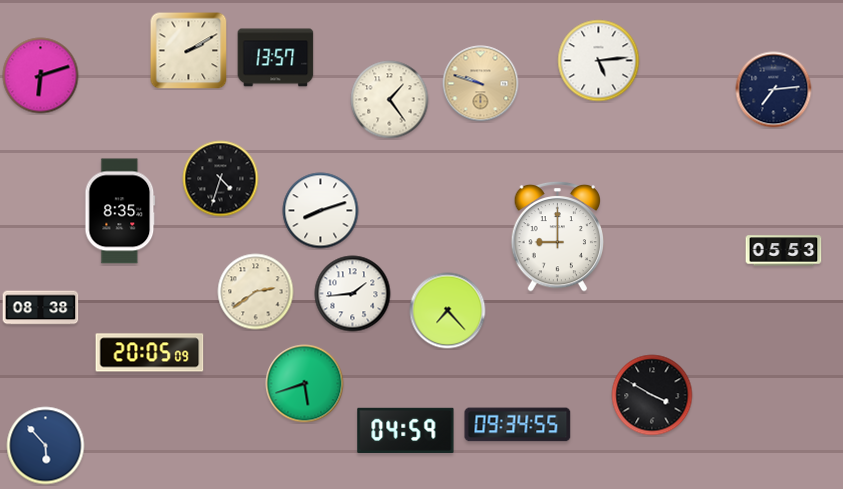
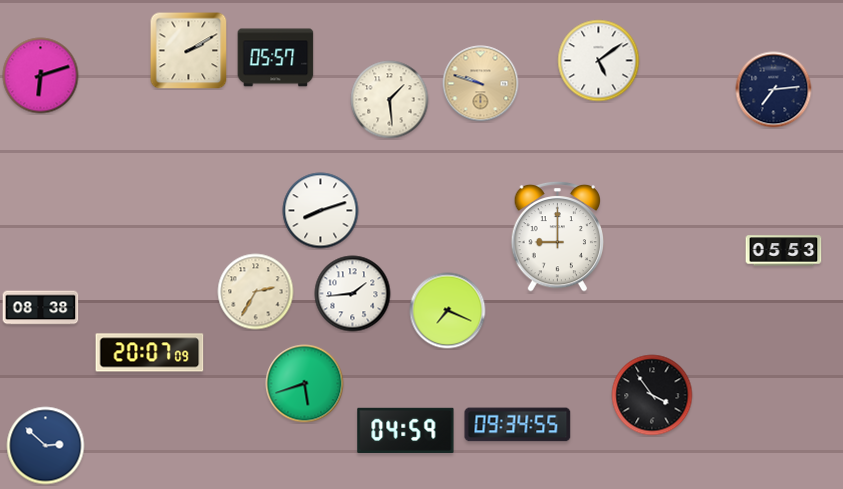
clock at (276, 58): 13:57 -> 05:57
clock at (599, 61): 5:14 -> 5:09
clock at (390, 100): 1:24 -> 1:29
clock at (221, 179): 4:33 -> none
clock at (120, 211): 8:35 -> none
clock at (256, 292): 2:39 -> 2:35
clock at (448, 311): 7:23 -> 7:19
clock at (150, 353): 20:05 -> 20:07
clock at (652, 395): 3:50 -> 3:54
clock at (46, 446): 5:53 -> 2:52
